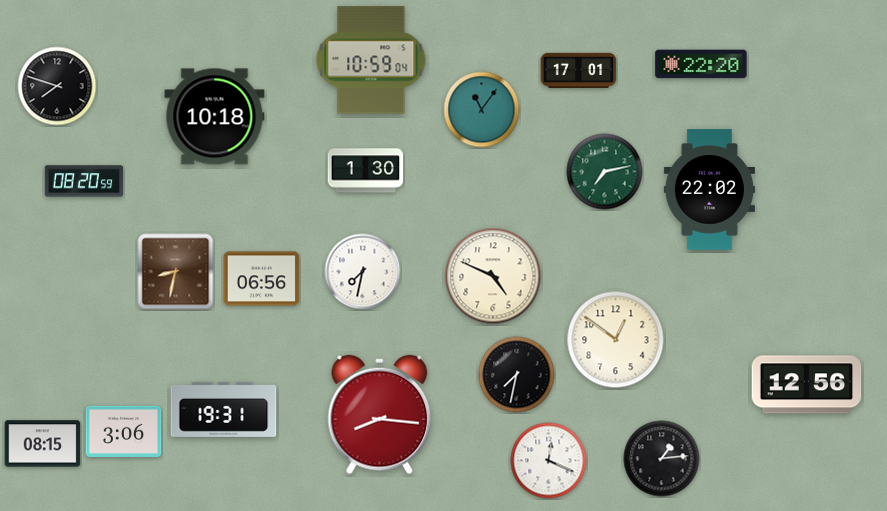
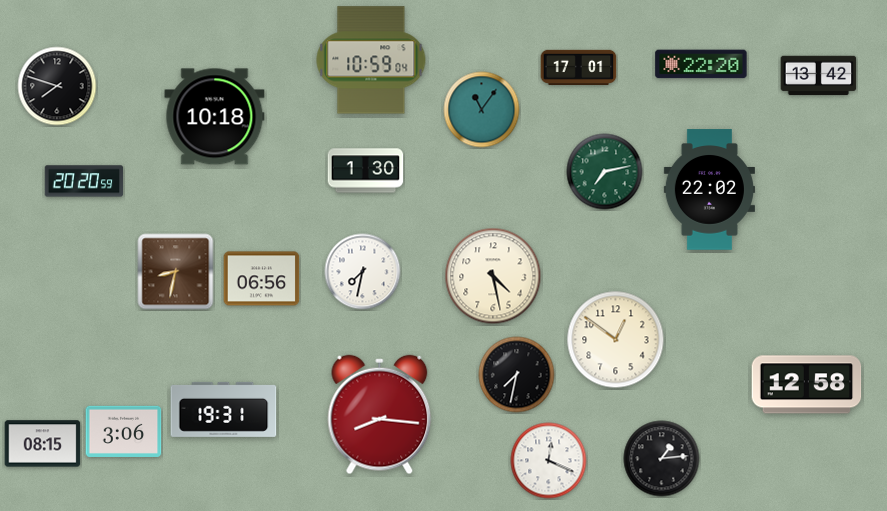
clock at (579, 70) position: (579, 70) -> (579, 67)
clock at (819, 76): none -> 13:42
clock at (84, 181): 08:20 -> 20:20
clock at (493, 276): 4:49 -> 4:28
clock at (807, 385): 12:56 -> 12:58
